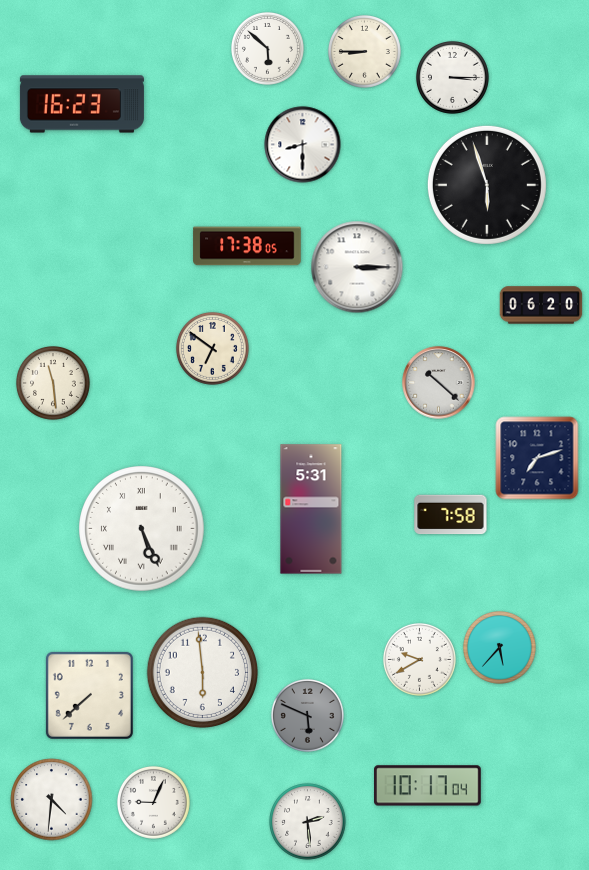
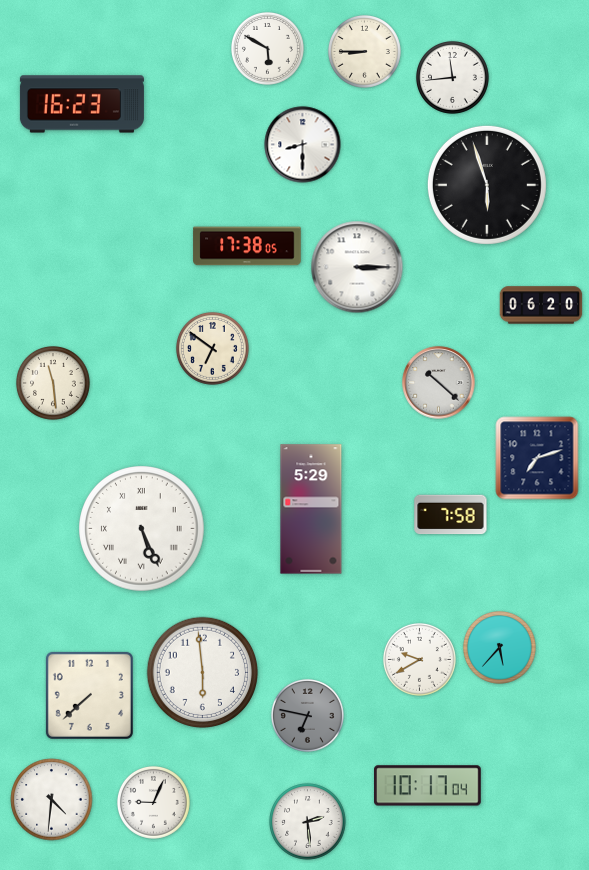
clock at (267, 48): 5:52 -> 5:50
clock at (452, 77): 3:15 -> 11:44
clock at (311, 509): 5:31 -> 5:29
clock at (307, 715): 5:49 -> 6:47
